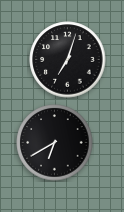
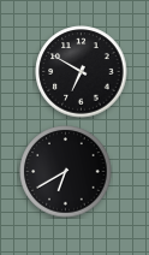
clock at (68, 60): 7:03 -> 6:50
